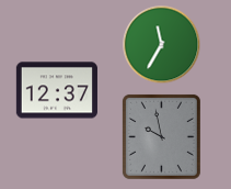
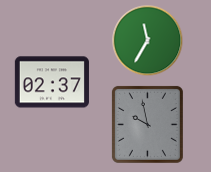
clock at (57, 90): 12:37 -> 02:37
